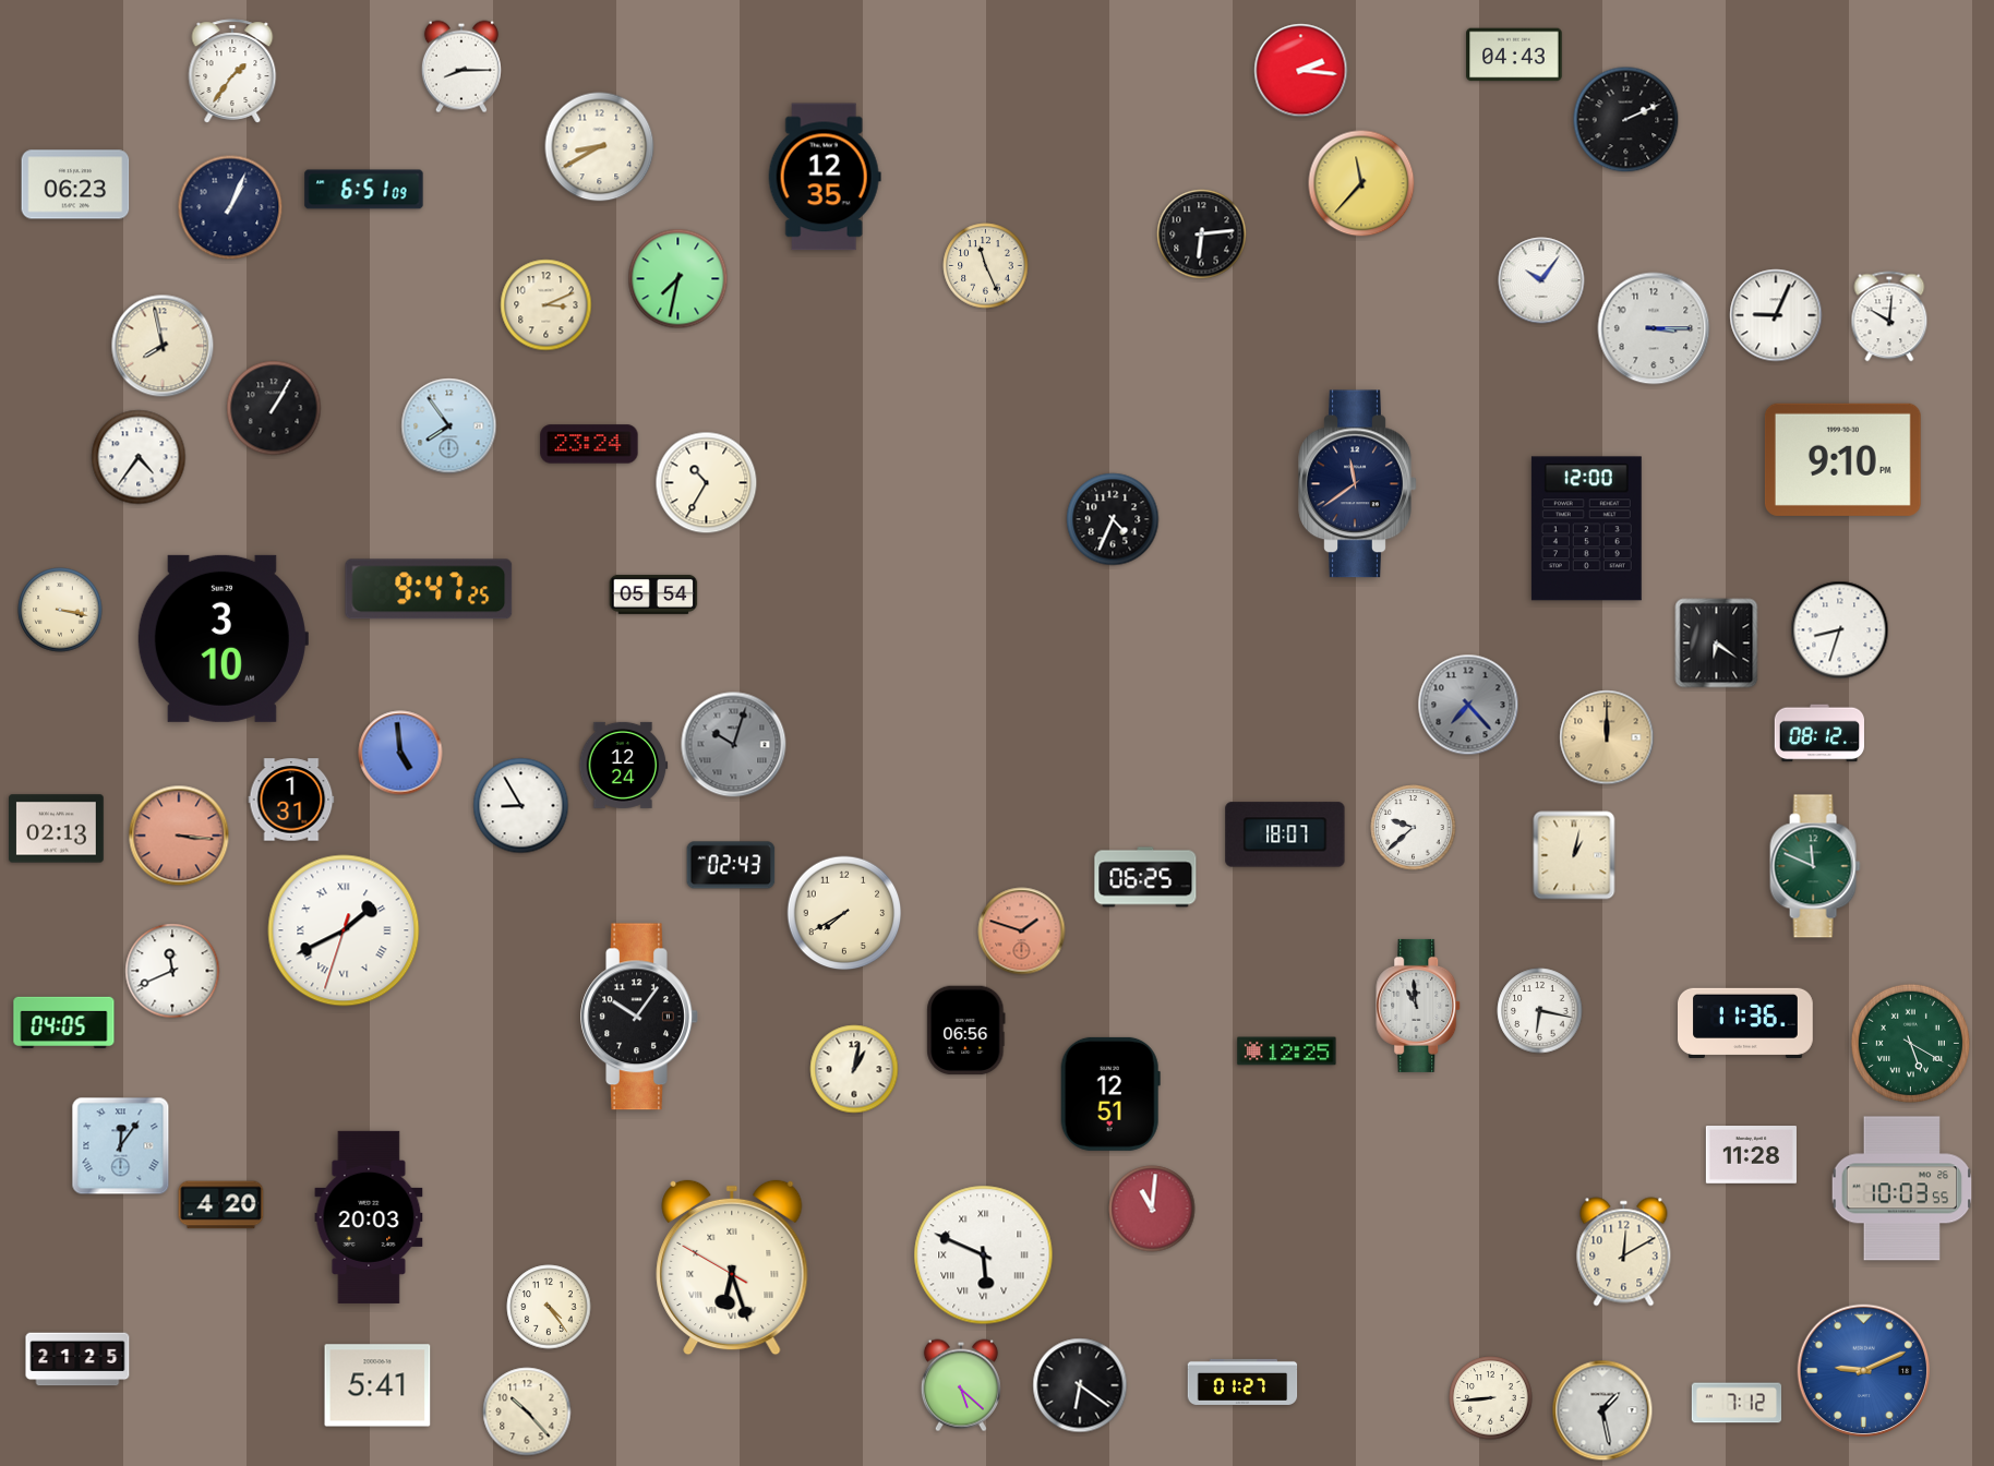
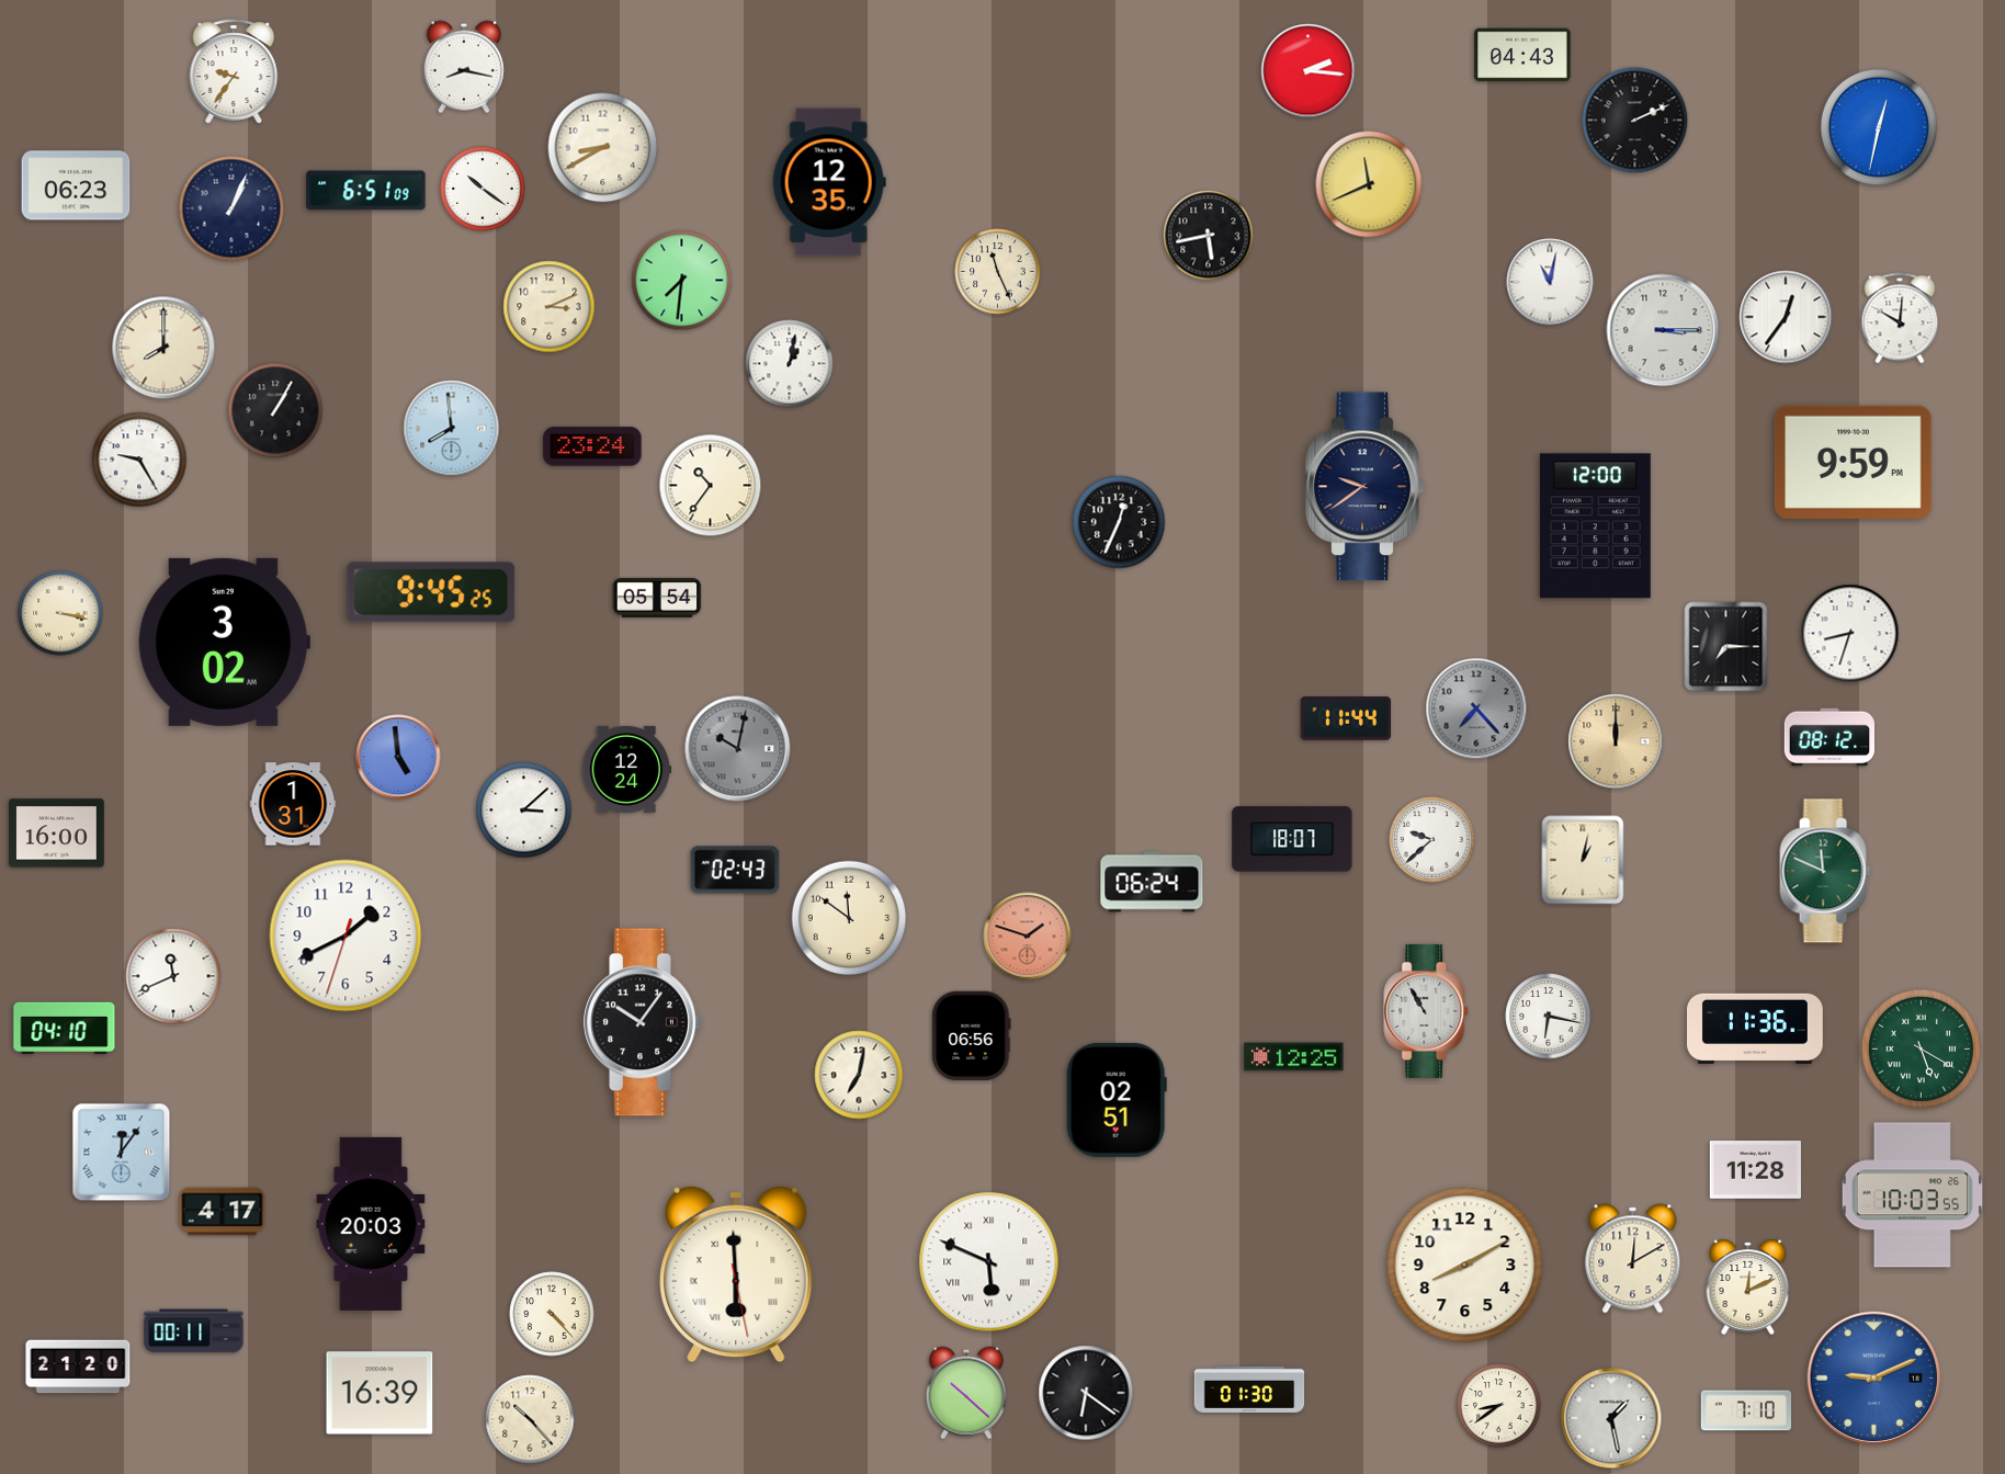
clock at (461, 67): 8:15 -> 8:17
clock at (232, 71): 1:36 -> 9:36
clock at (1879, 127): none -> 12:32
clock at (825, 177) position: (825, 177) -> (829, 182)
clock at (1361, 183): 11:37 -> 11:41
clock at (483, 189): none -> 10:21
clock at (1202, 235): 6:14 -> 5:43
clock at (986, 266) position: (986, 266) -> (998, 272)
clock at (678, 279): 7:32 -> 7:31
clock at (1541, 280): 10:06 -> 11:02
clock at (1776, 315): 9:04 -> 12:36
clock at (163, 346): 7:58 -> 8:00
clock at (790, 364): none -> 1:02
clock at (449, 426): 7:54 -> 7:59
clock at (139, 457): 4:36 -> 9:25
clock at (1842, 459): 9:10 -> 9:59
clock at (707, 483): 10:35 -> 10:36
clock at (1358, 484): 11:39 -> 9:39
clock at (1113, 519): 4:34 -> 12:34
clock at (1586, 529) position: (1586, 529) -> (1595, 526)
clock at (429, 589): 9:47 -> 9:45
clock at (223, 638): 3:10 -> 3:02
clock at (1717, 644): 6:21 -> 7:15
clock at (1346, 718): none -> 11:44
clock at (734, 745): 10:03 -> 10:02
clock at (400, 753) position: (400, 753) -> (398, 757)
clock at (521, 806): 8:55 -> 3:08
clock at (1414, 828) position: (1414, 828) -> (1432, 840)
clock at (57, 829): 02:13 -> 16:00
clock at (179, 836): 3:16 -> none
clock at (1145, 877): 06:25 -> 06:24
clock at (844, 913): 7:40 -> 11:51
clock at (344, 930) numerals: Roman -> Arabic
clock at (1419, 1006): 10:59 -> 10:55
clock at (64, 1022): 04:05 -> 04:10
clock at (854, 1069): 1:02 -> 7:02
clock at (1110, 1094): 12:51 -> 02:51
clock at (1751, 1155) position: (1751, 1155) -> (1755, 1170)
clock at (221, 1205): 4:20 -> 4:17
clock at (1152, 1209): 11:01 -> none
clock at (1465, 1266): none -> 8:10
clock at (732, 1267): 6:26 -> 5:59
clock at (1748, 1286): none -> 12:11
clock at (549, 1307): 4:24 -> 4:23
clock at (194, 1331): none -> 00:11
clock at (77, 1359): 21:25 -> 21:20
clock at (1242, 1382): 01:27 -> 01:30
clock at (377, 1385): 5:41 -> 16:39
clock at (961, 1385): 5:22 -> 10:22
clock at (1491, 1398): 8:44 -> 8:39
clock at (1737, 1403): 7:12 -> 7:10
